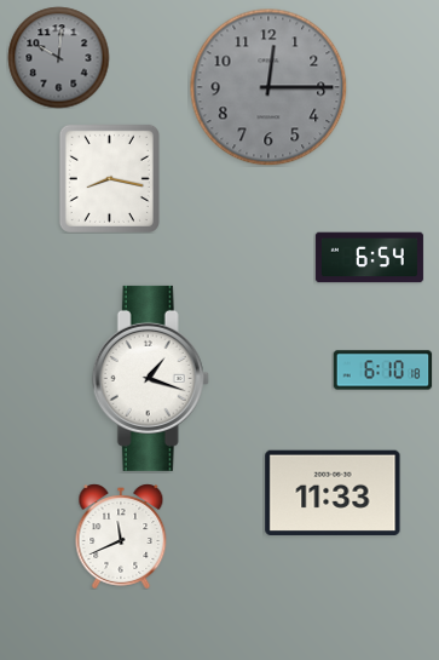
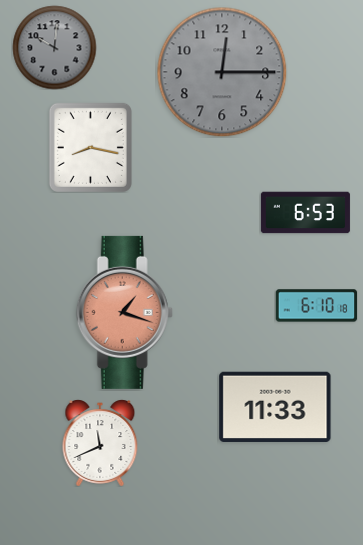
clock at (58, 57) position: (58, 57) -> (54, 47)
clock at (369, 258): 6:54 -> 6:53
clock at (150, 378) dial: white -> salmon
